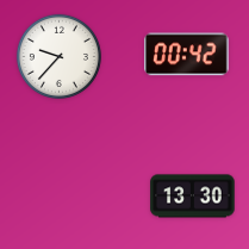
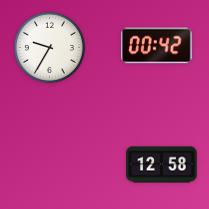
clock at (58, 56): 9:37 -> 9:35
clock at (193, 197): 13:30 -> 12:58
